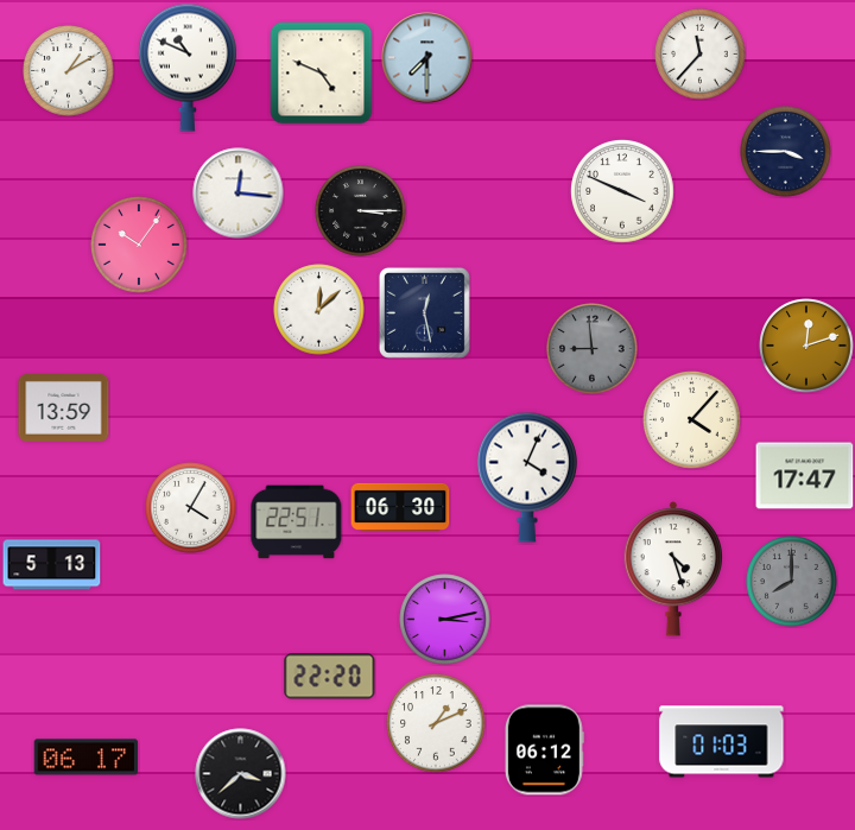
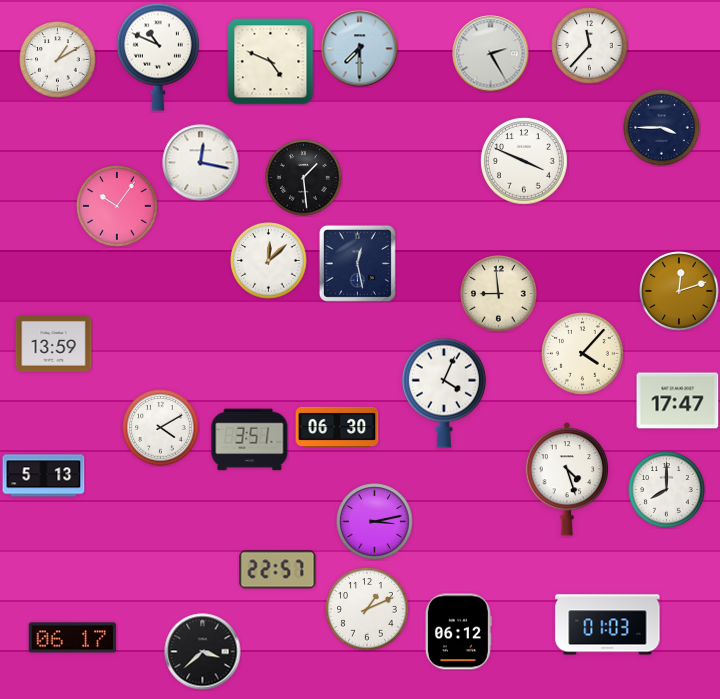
clock at (491, 54): none -> 2:25
clock at (239, 194): 12:16 -> 12:17
clock at (361, 211): 3:15 -> 1:29
clock at (593, 349) dial: grey -> cream
clock at (527, 477) position: (527, 477) -> (444, 393)
clock at (191, 508): 4:05 -> 4:10
clock at (297, 522): 22:51 -> 3:51
clock at (792, 582) dial: grey -> white
clock at (330, 677): 22:20 -> 22:57
